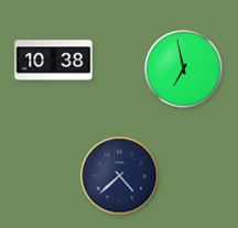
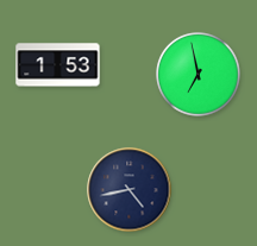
clock at (54, 61): 10:38 -> 1:53
clock at (120, 176): 4:38 -> 4:43
